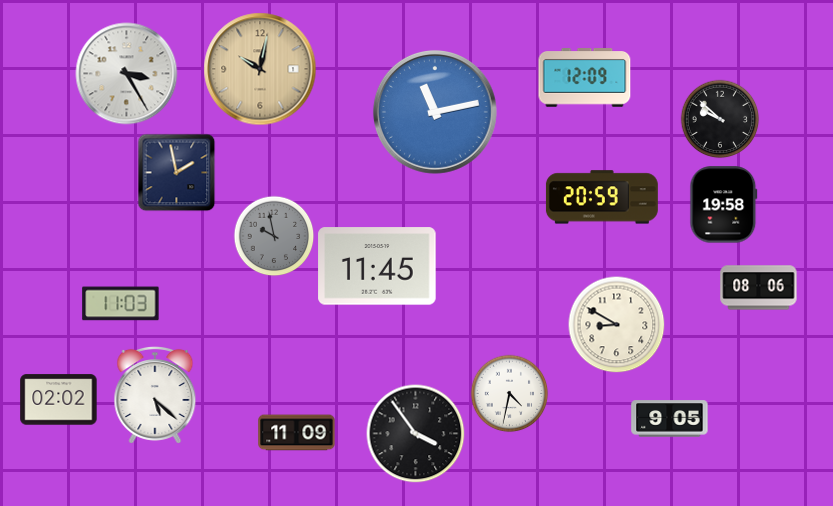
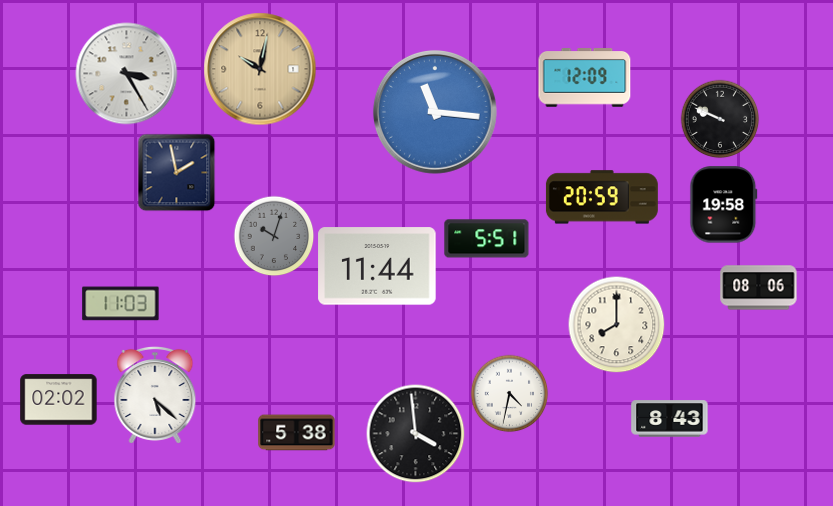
clock at (435, 112): 11:13 -> 11:16
clock at (720, 119): 9:52 -> 9:49
clock at (274, 236): 9:58 -> 10:03
clock at (487, 239): none -> 5:51
clock at (377, 266): 11:45 -> 11:44
clock at (616, 324): 8:50 -> 8:00
clock at (670, 419): 9:05 -> 8:43
clock at (297, 433): 11:09 -> 5:38
clock at (416, 434): 3:54 -> 3:59
